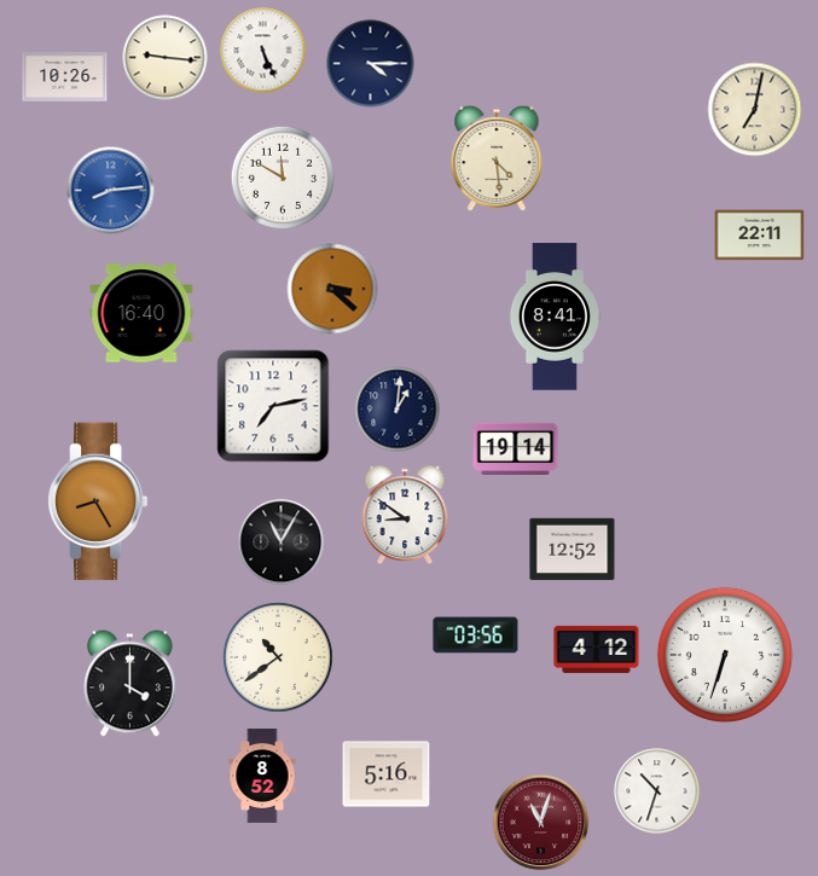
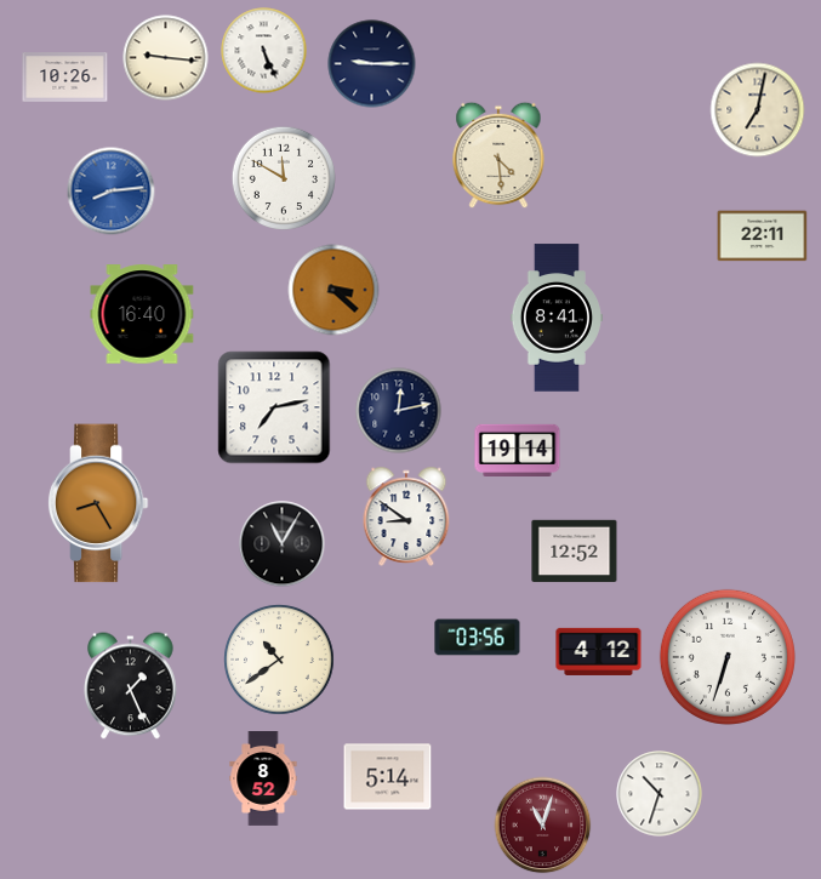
clock at (371, 64): 4:15 -> 9:15
clock at (497, 158) position: (497, 158) -> (498, 155)
clock at (398, 410): 1:01 -> 12:13
clock at (130, 684): 4:00 -> 1:26
clock at (387, 775): 5:16 -> 5:14
